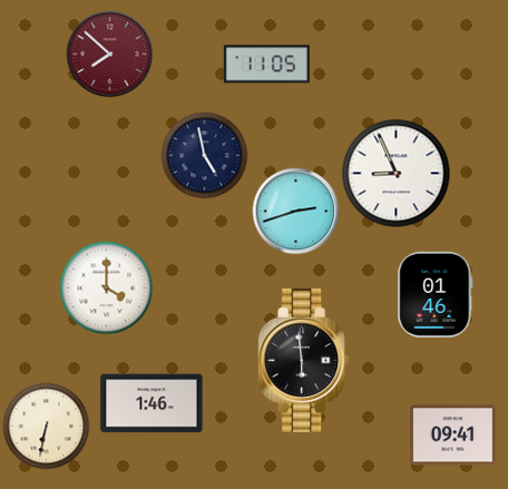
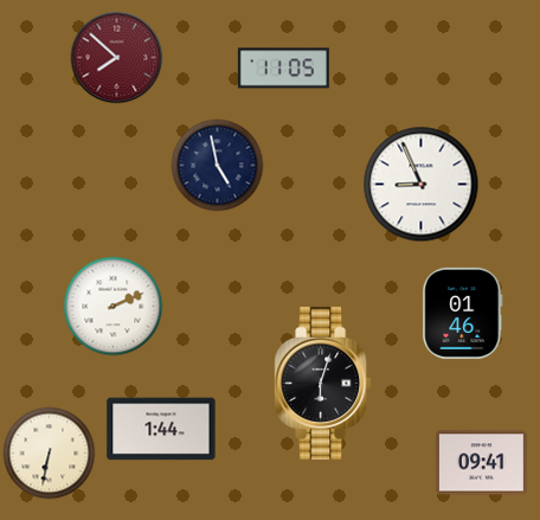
clock at (295, 211): 2:42 -> none
clock at (106, 287): 4:00 -> 2:11
clock at (304, 360): 5:59 -> 6:03
clock at (152, 403): 1:46 -> 1:44
